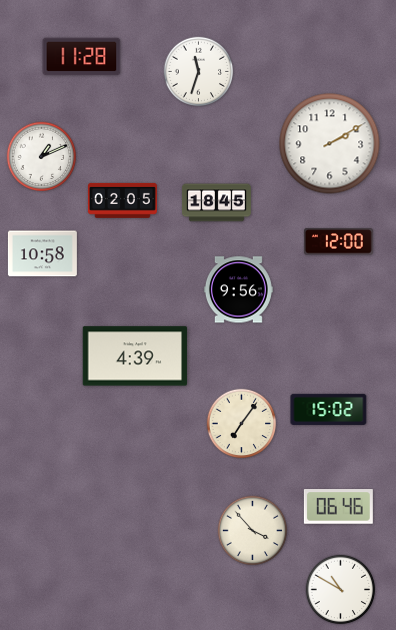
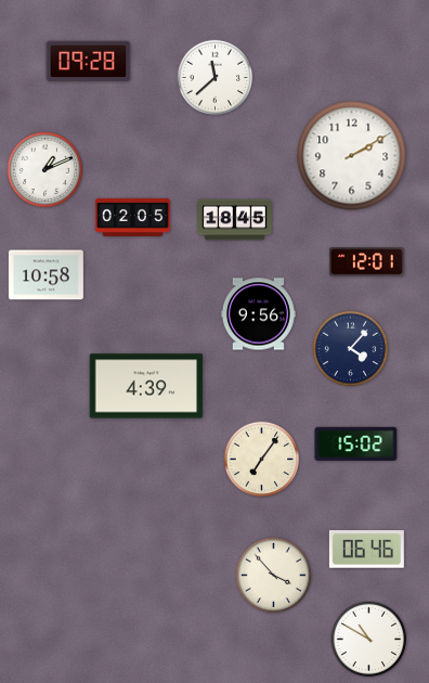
clock at (82, 57): 11:28 -> 09:28
clock at (199, 72): 11:33 -> 11:38
clock at (330, 144) position: (330, 144) -> (352, 156)
clock at (338, 242): 12:00 -> 12:01
clock at (351, 349): none -> 4:07
